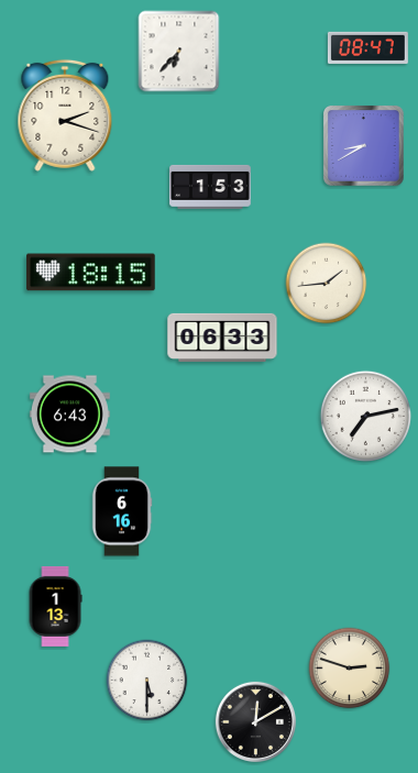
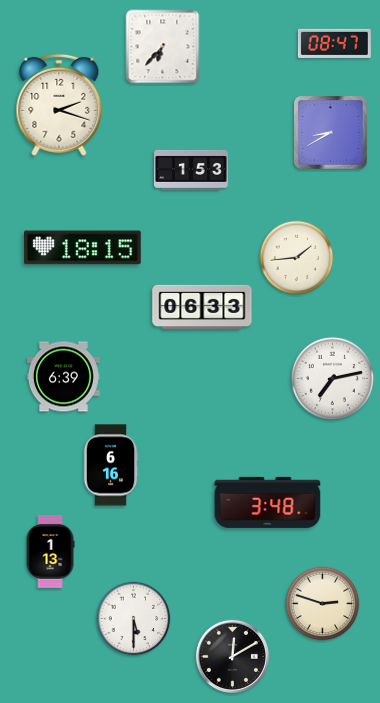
clock at (69, 415): 6:43 -> 6:39
clock at (268, 502): none -> 3:48
clock at (350, 669) position: (350, 669) -> (323, 604)
